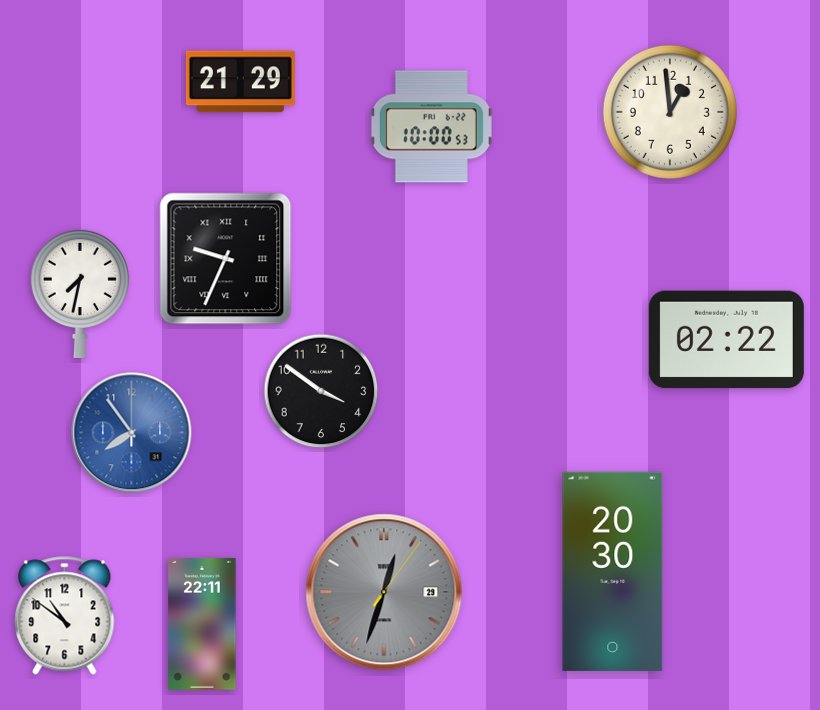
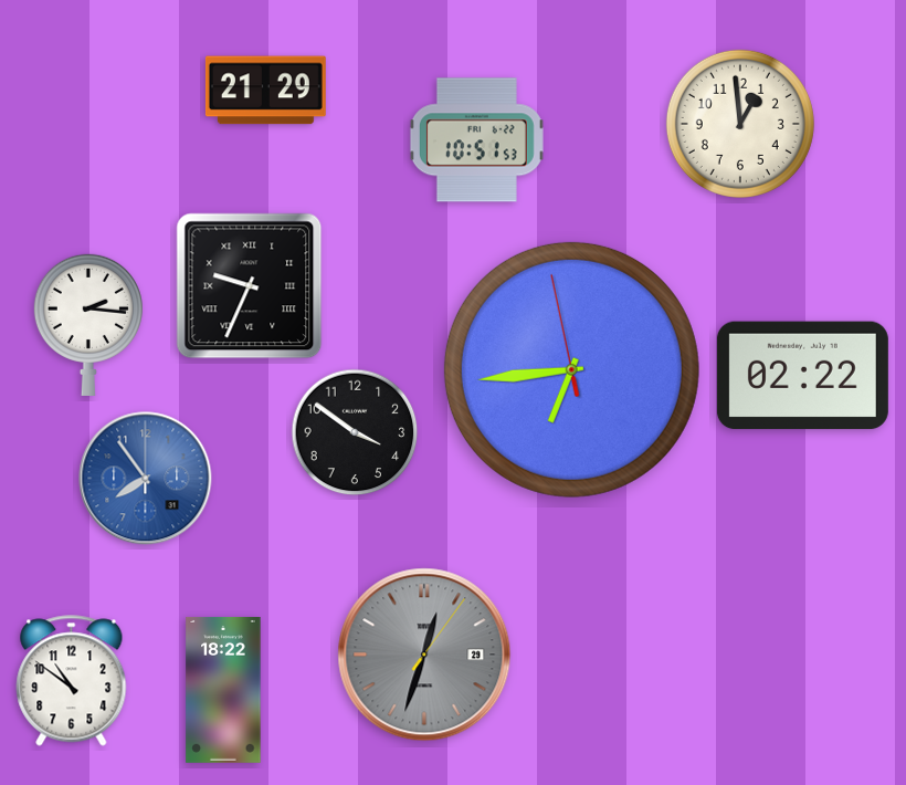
clock at (431, 127): 10:00 -> 10:51
clock at (80, 293): 7:32 -> 2:16
clock at (571, 369): none -> 6:43
clock at (613, 571): 20:30 -> none
clock at (202, 624): 22:11 -> 18:22
